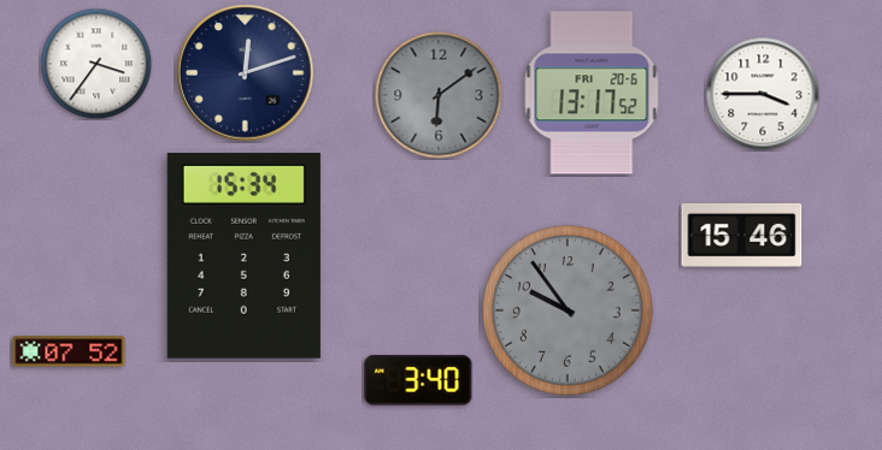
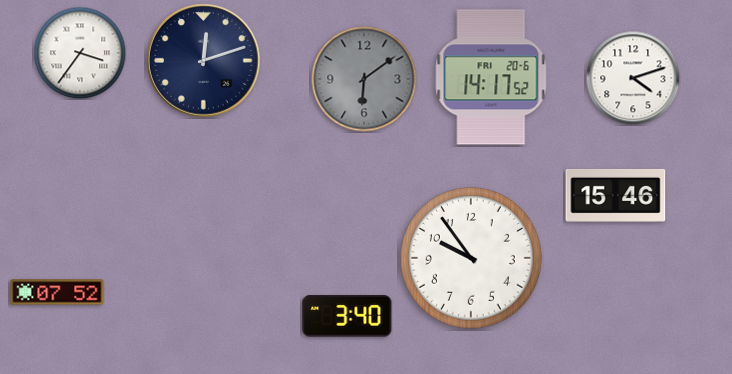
clock at (592, 93): 13:17 -> 14:17
clock at (763, 94): 3:45 -> 4:12
clock at (243, 256): 15:34 -> none
clock at (569, 312) dial: grey -> white
